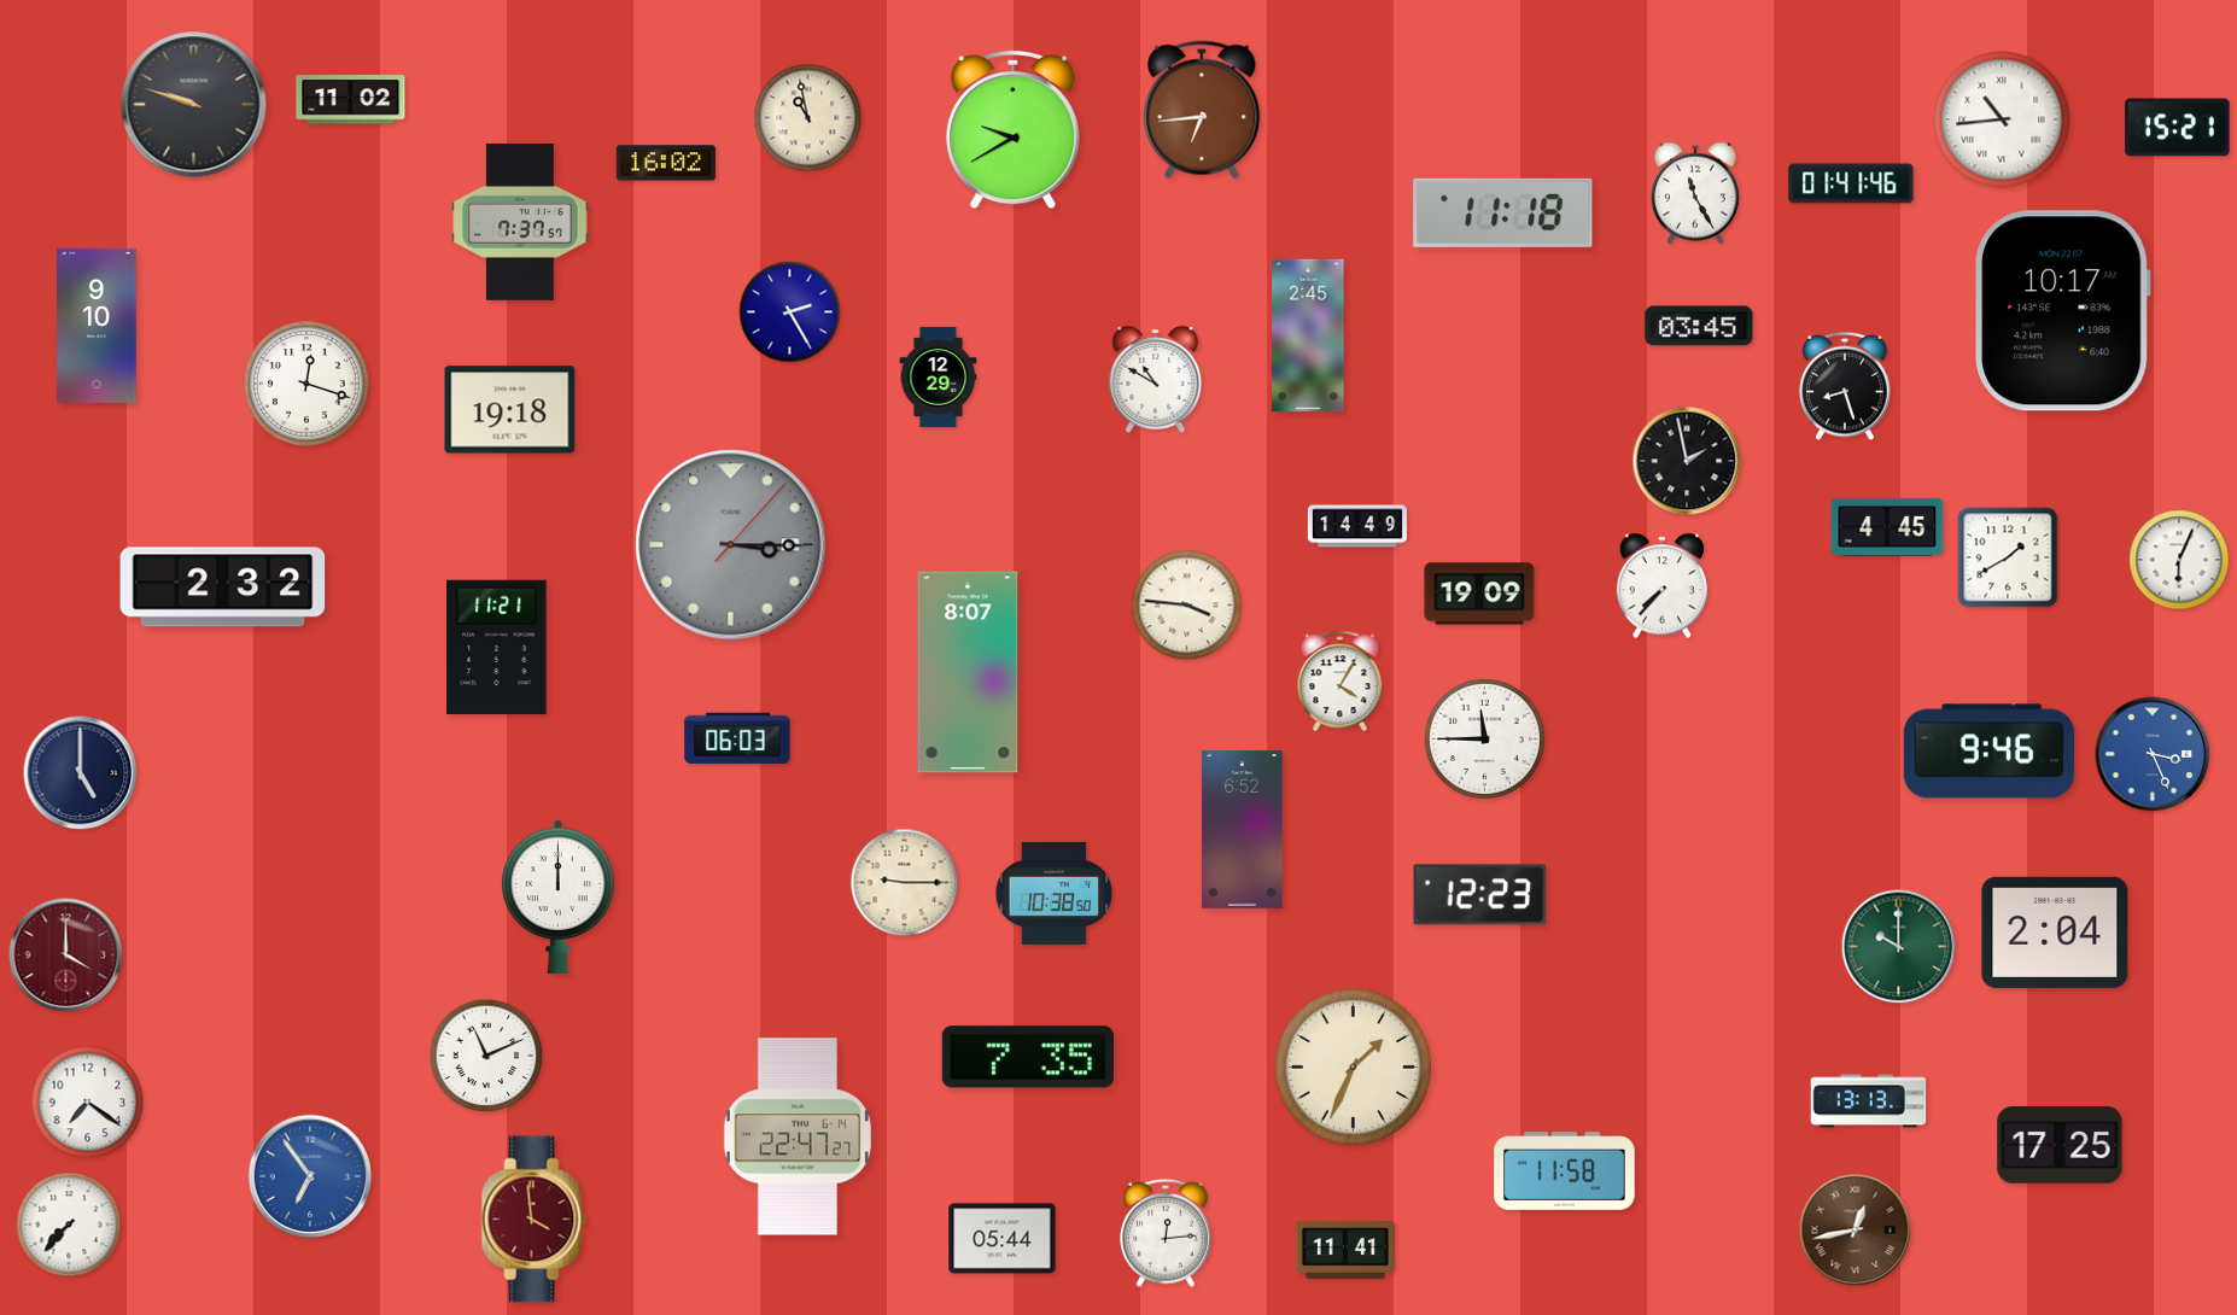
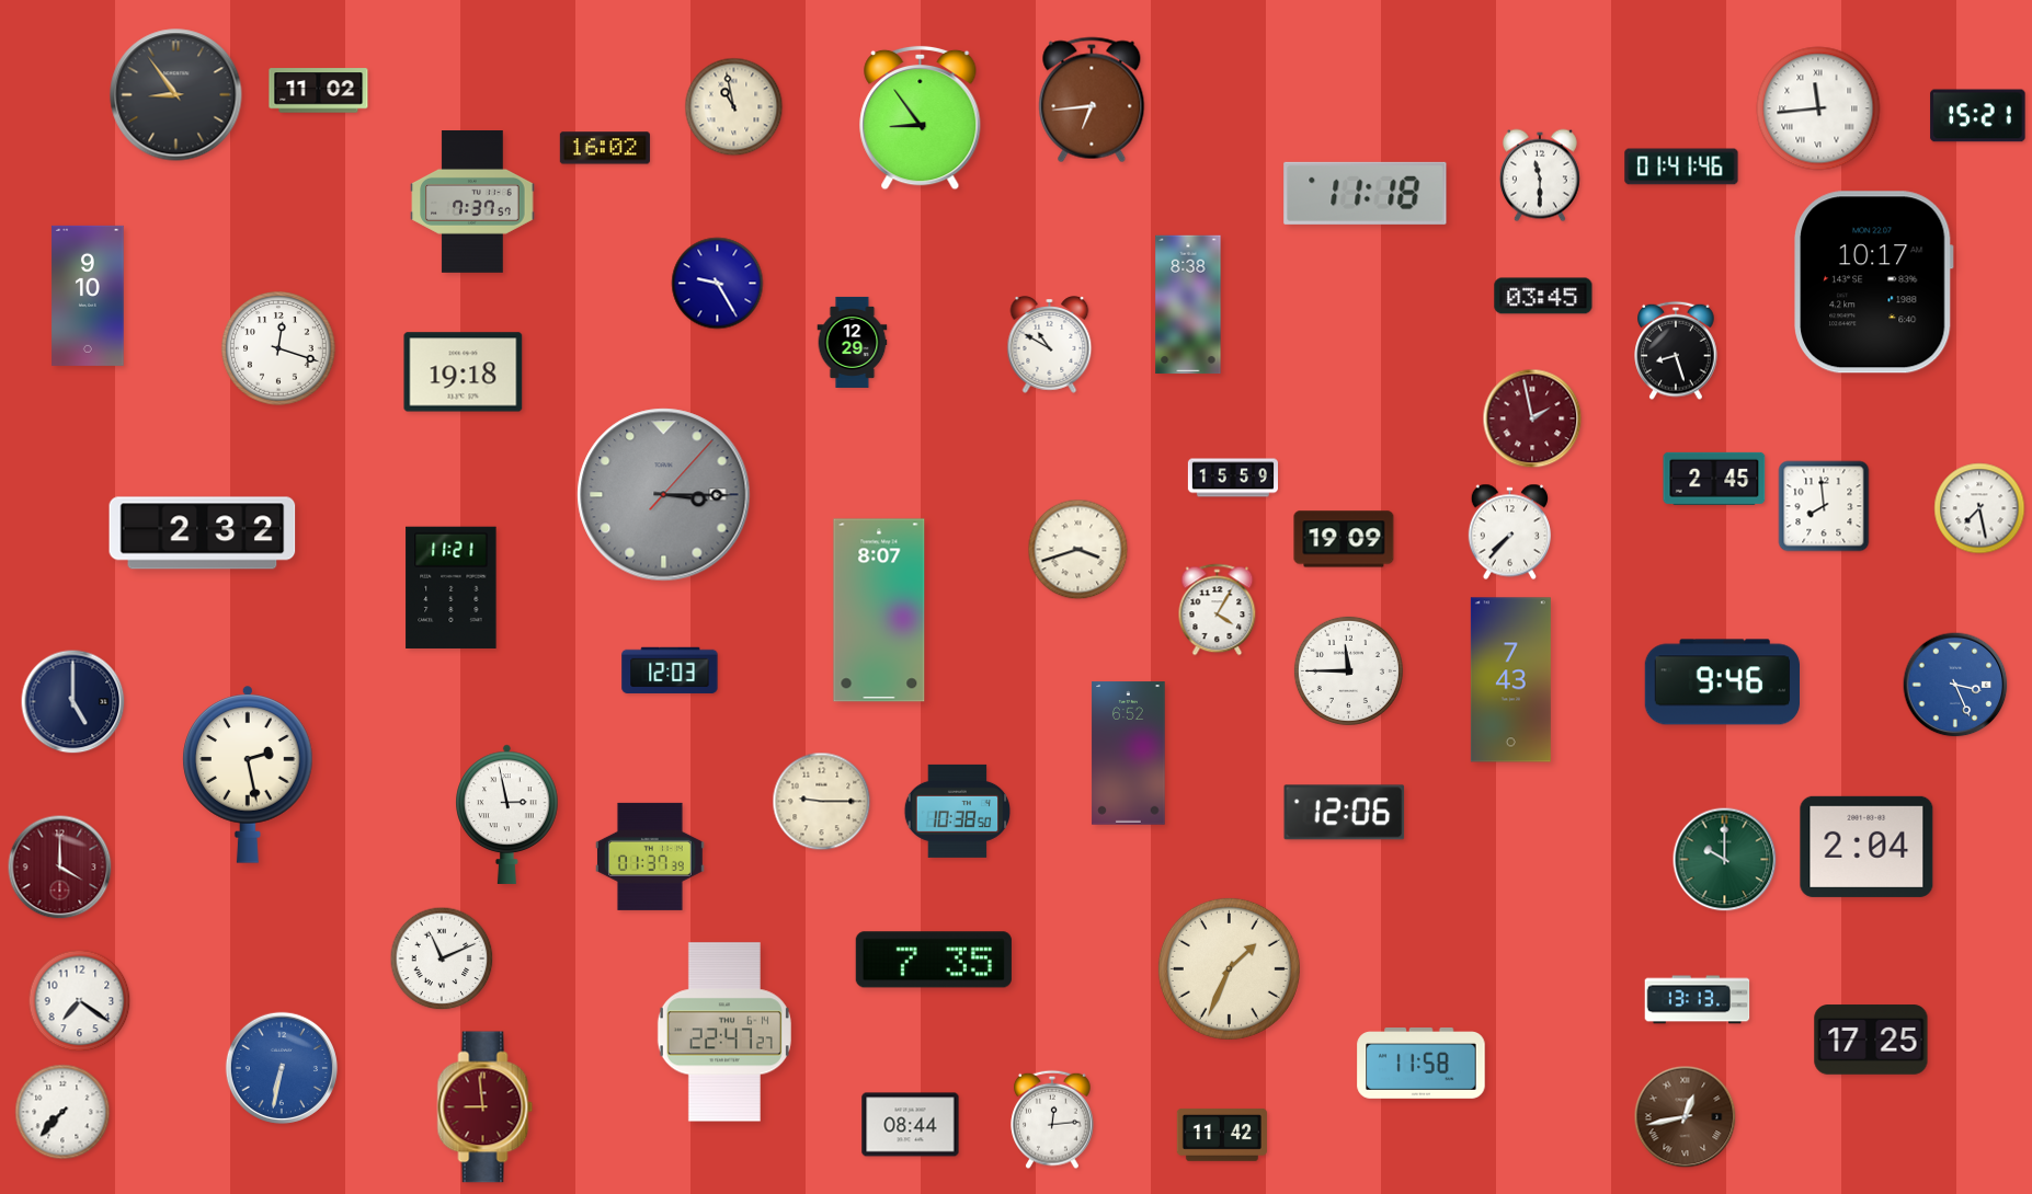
clock at (194, 105): 9:48 -> 8:54
clock at (2002, 119): 10:44 -> 11:44
clock at (1014, 130): 9:40 -> 8:54
clock at (1695, 193): 11:25 -> 11:30
clock at (790, 312): 2:25 -> 9:25
clock at (1308, 335): 2:45 -> 8:38
clock at (1687, 461) dial: black -> burgundy
clock at (1356, 526): 14:49 -> 15:59
clock at (1887, 527): 4:45 -> 2:45
clock at (2008, 557): 1:40 -> 7:59
clock at (2179, 560): 6:04 -> 7:28
clock at (1187, 606): 3:46 -> 3:42
clock at (1341, 682) position: (1341, 682) -> (1218, 610)
clock at (737, 738): 06:03 -> 12:03
clock at (1510, 680): none -> 7:43
clock at (1988, 752) position: (1988, 752) -> (1722, 682)
clock at (248, 774): none -> 2:28
clock at (1480, 895): 12:23 -> 12:06
clock at (559, 896): 12:00 -> 2:58
clock at (651, 857): none -> 01:37
clock at (310, 1176): 6:54 -> 6:32
clock at (535, 1220): 3:59 -> 8:59
clock at (1166, 1233) position: (1166, 1233) -> (1052, 1120)
clock at (1003, 1239): 05:44 -> 08:44
clock at (1345, 1250): 11:41 -> 11:42
